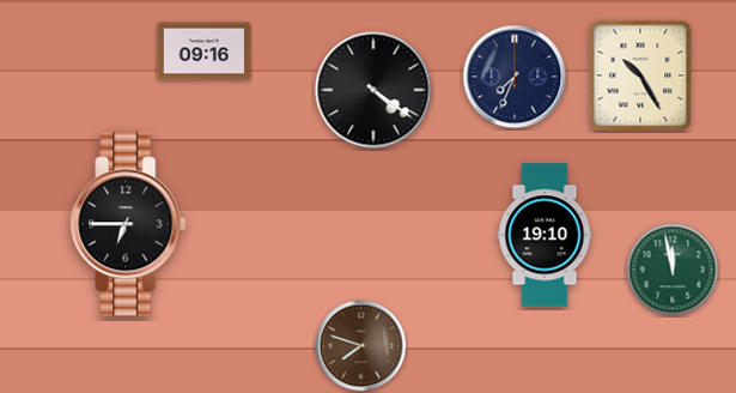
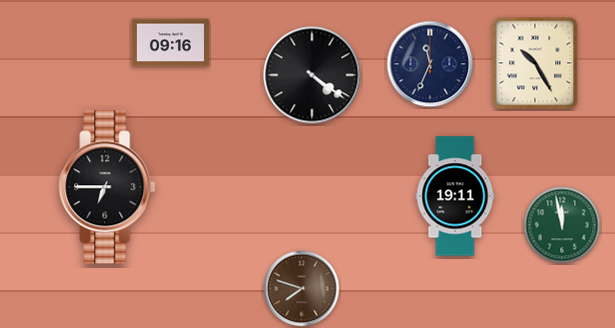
clock at (515, 77): 7:34 -> 11:34
clock at (545, 235): 19:10 -> 19:11
